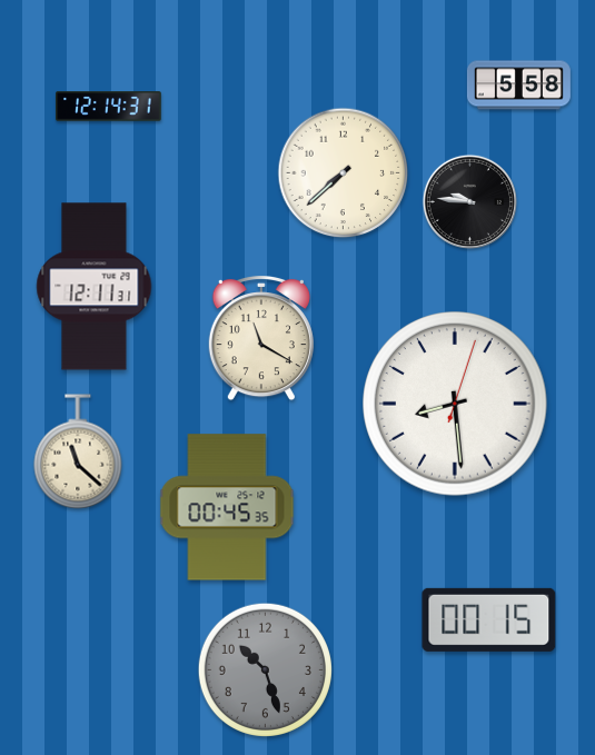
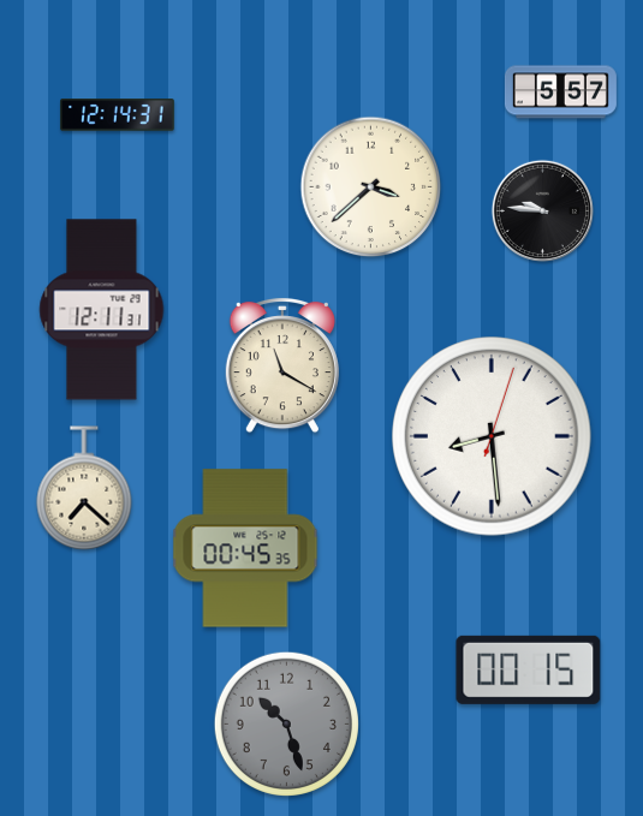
clock at (518, 86): 5:58 -> 5:57
clock at (344, 173): 7:38 -> 3:38
clock at (469, 201) position: (469, 201) -> (542, 210)
clock at (78, 451): 11:22 -> 7:22
